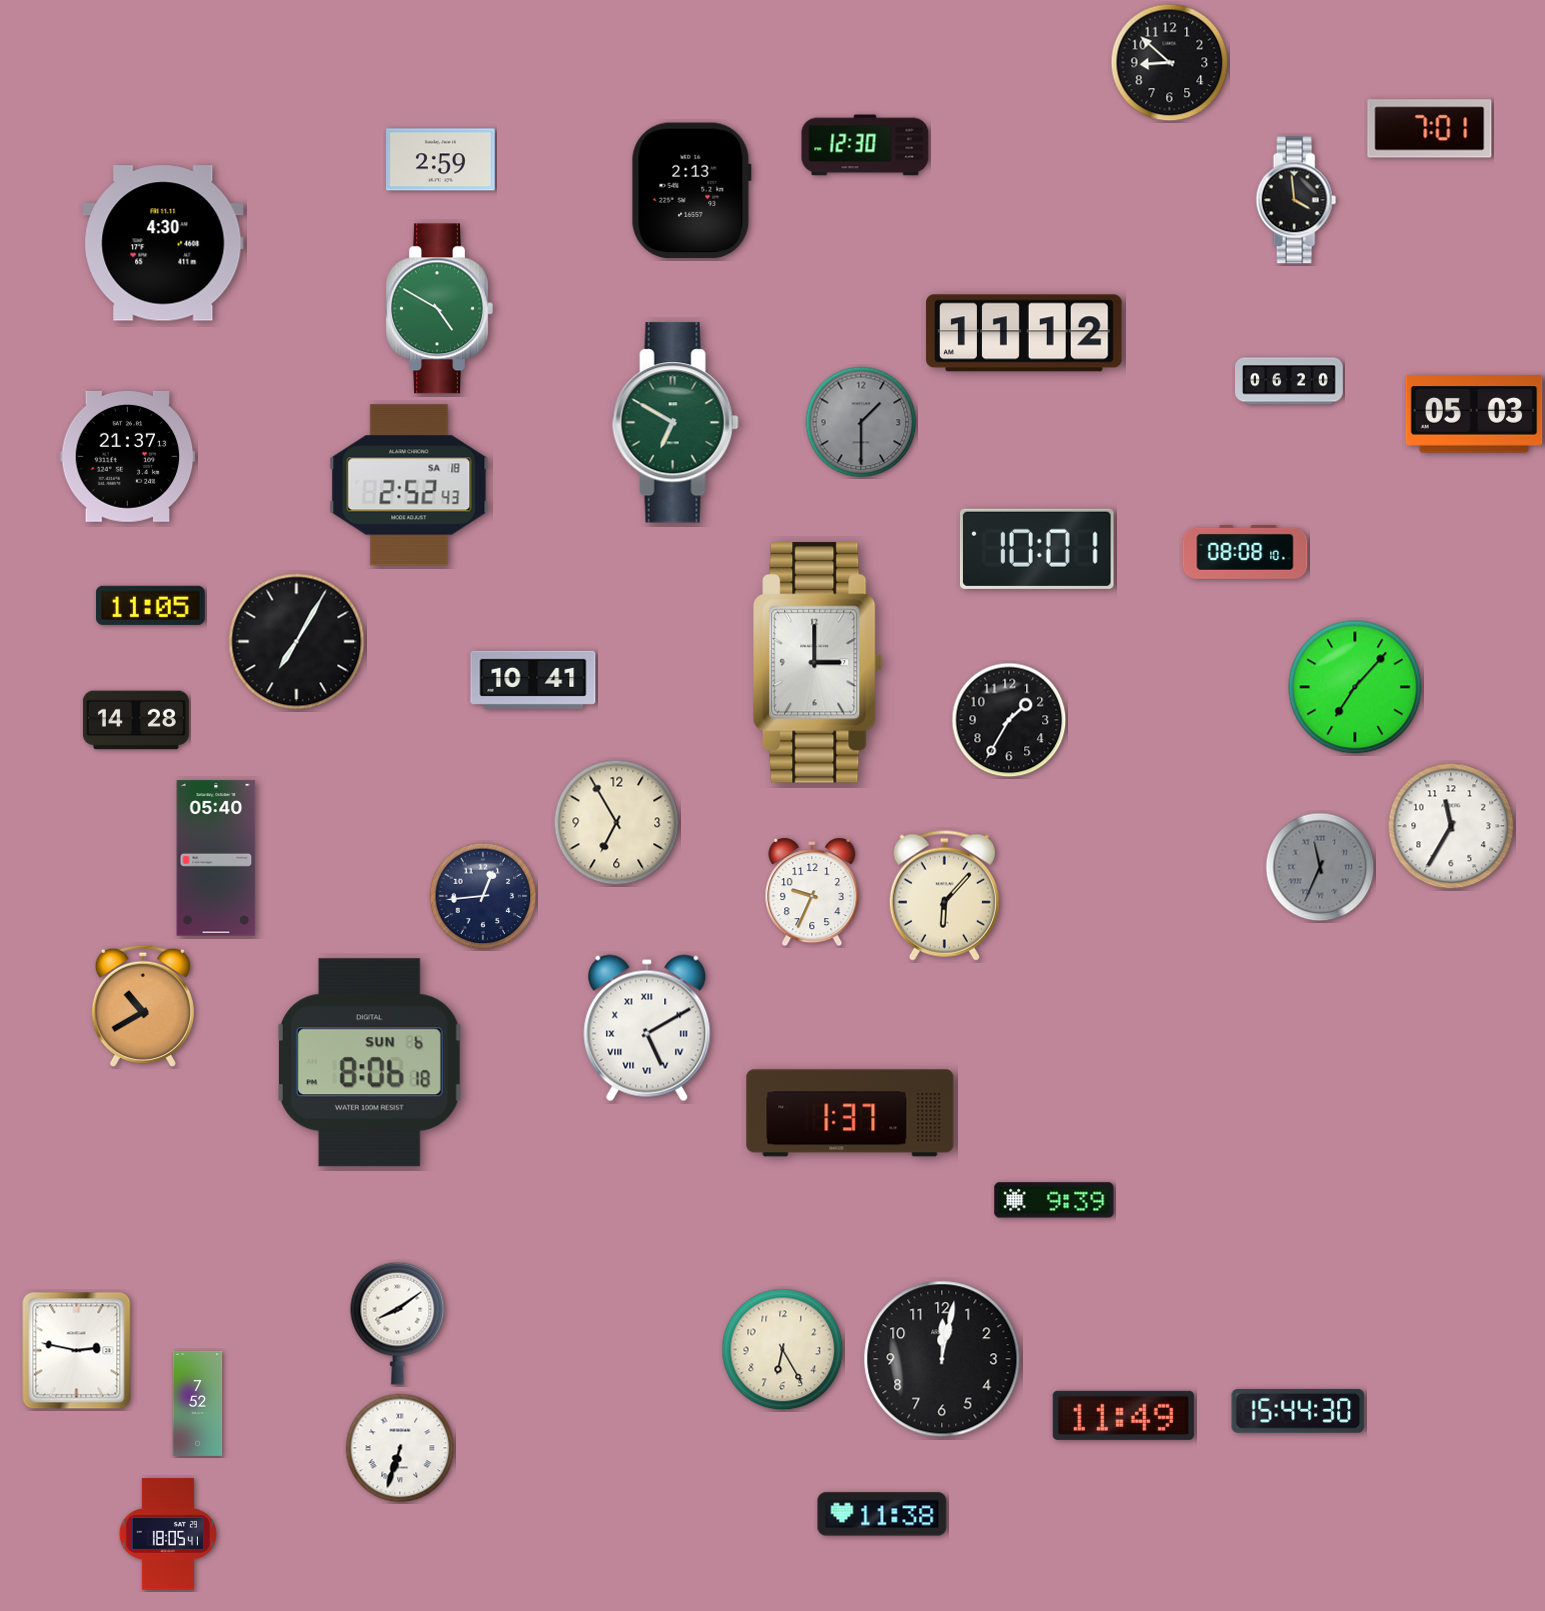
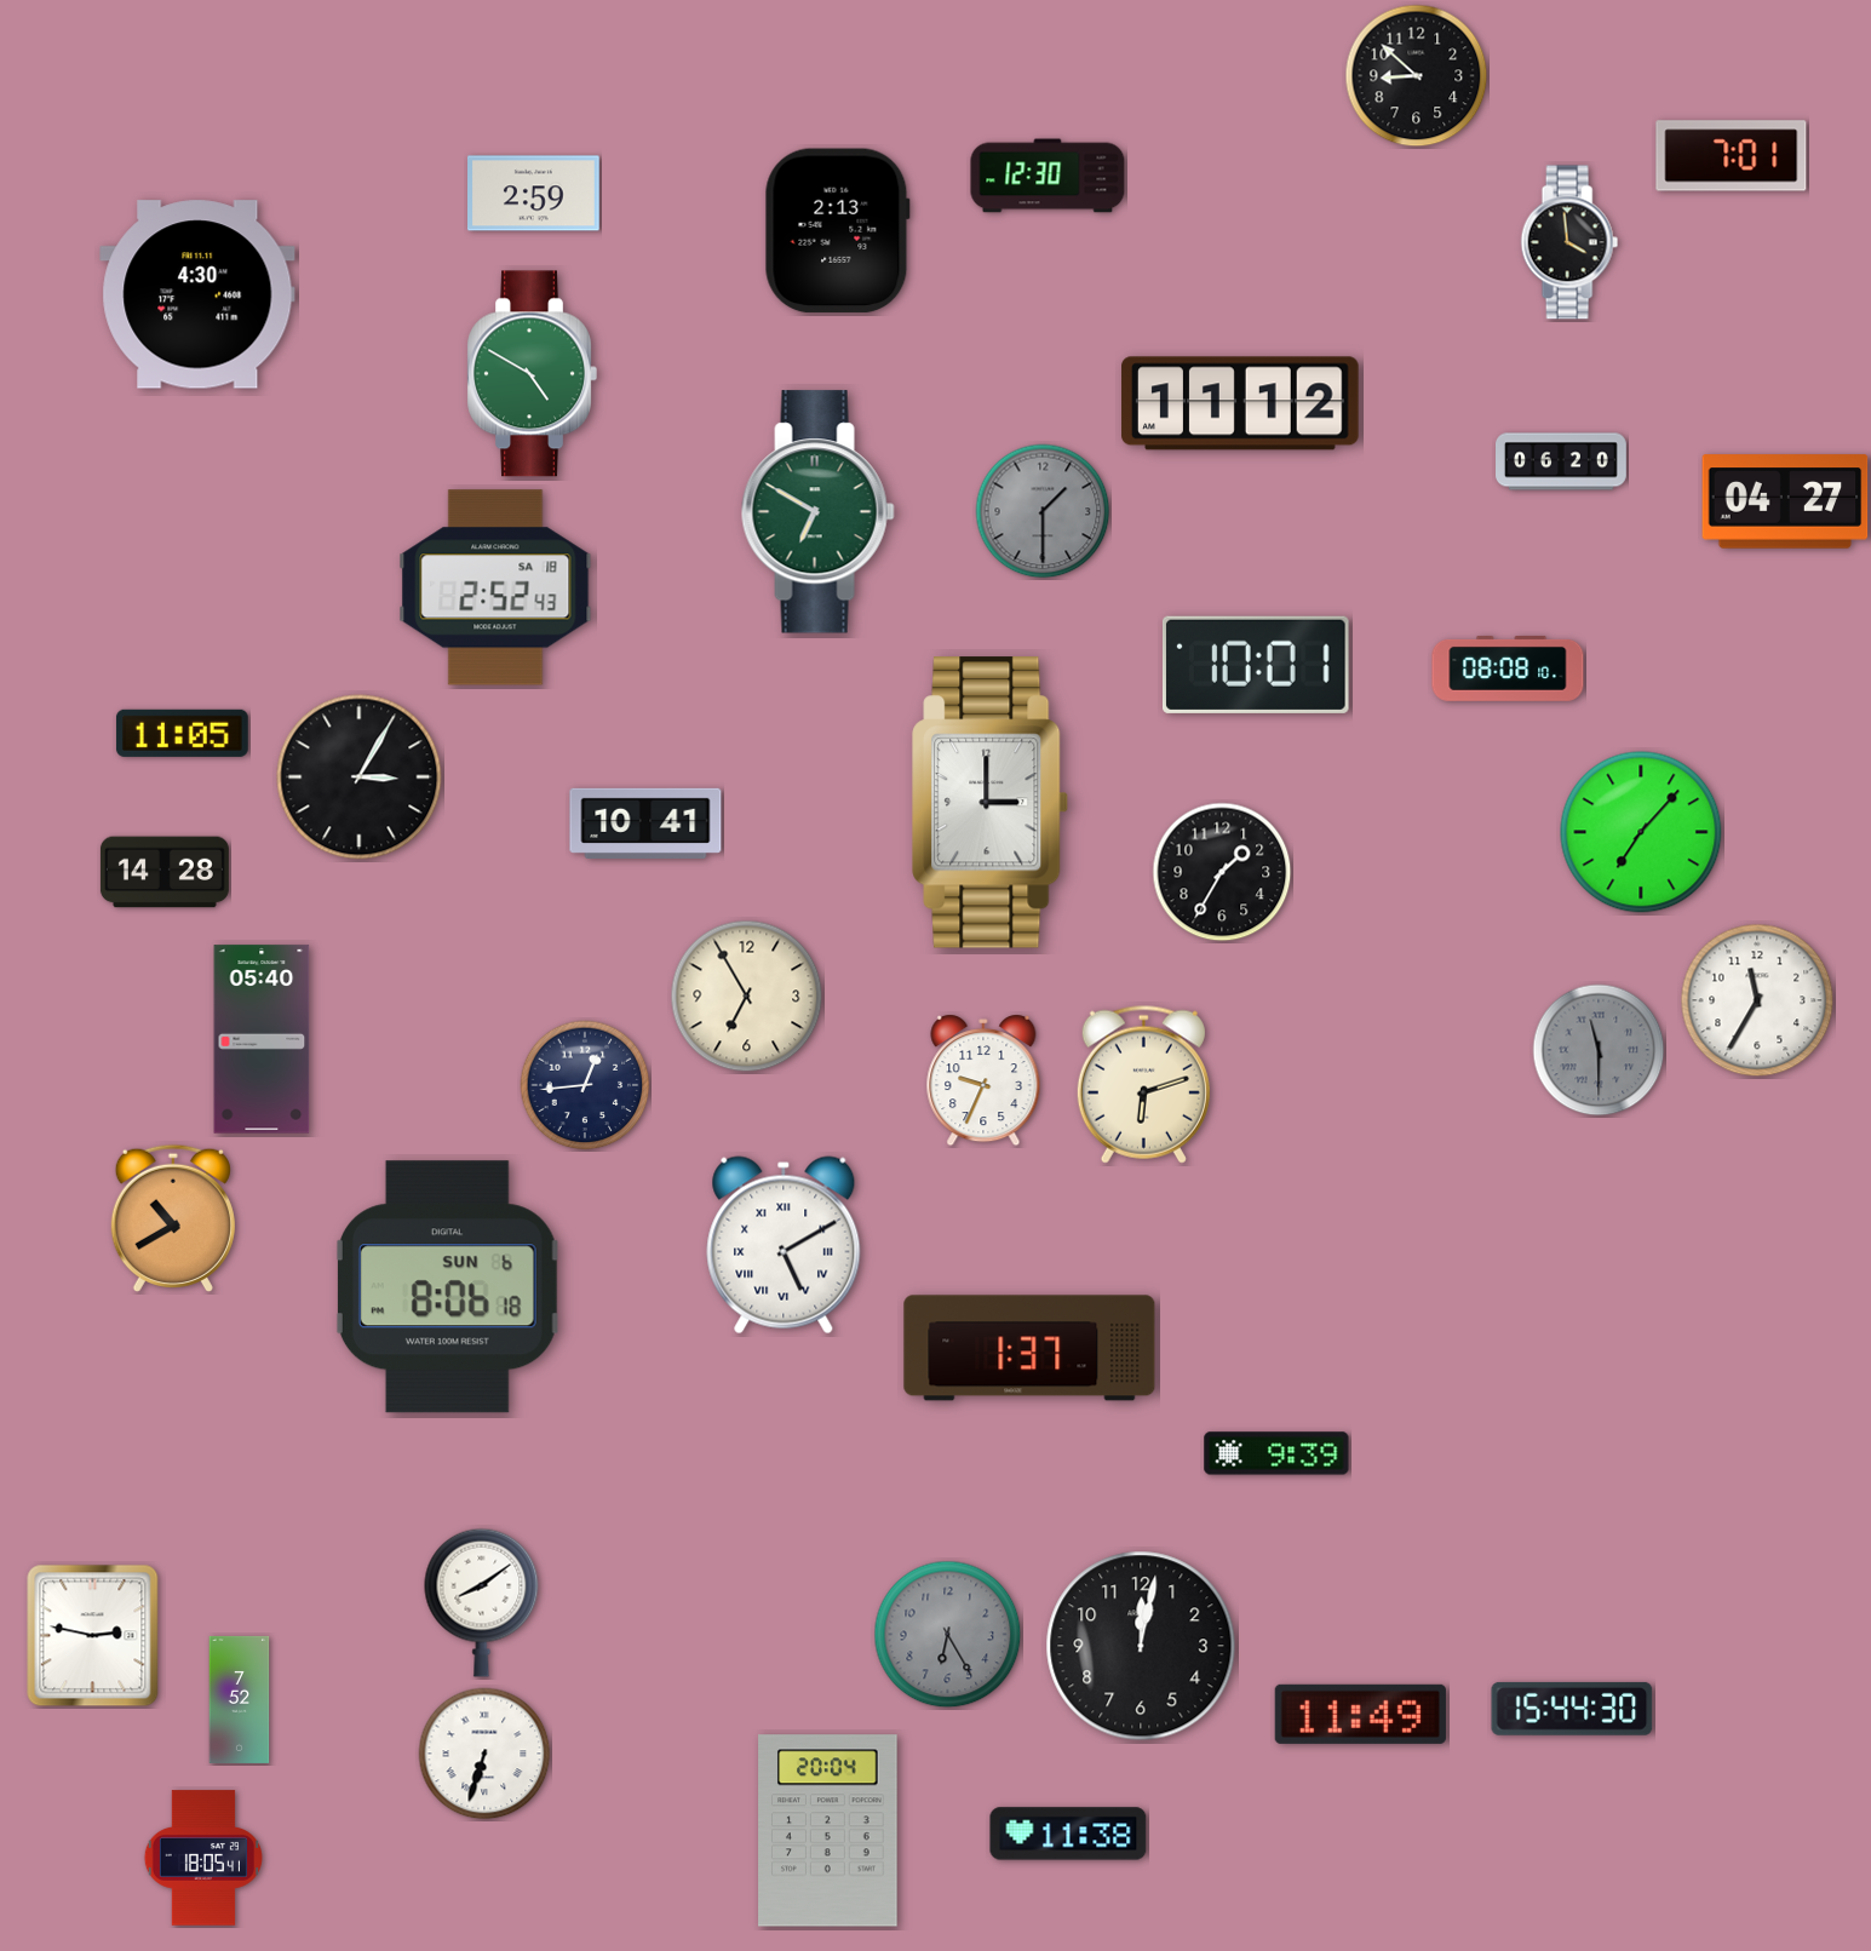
clock at (1474, 414): 05:03 -> 04:27
clock at (128, 456): 21:37 -> none
clock at (297, 642): 7:05 -> 3:05
clock at (1320, 867): 11:34 -> 11:30
clock at (944, 895): 6:07 -> 6:12
clock at (783, 1350) dial: cream -> grey
clock at (828, 1831): none -> 20:04
